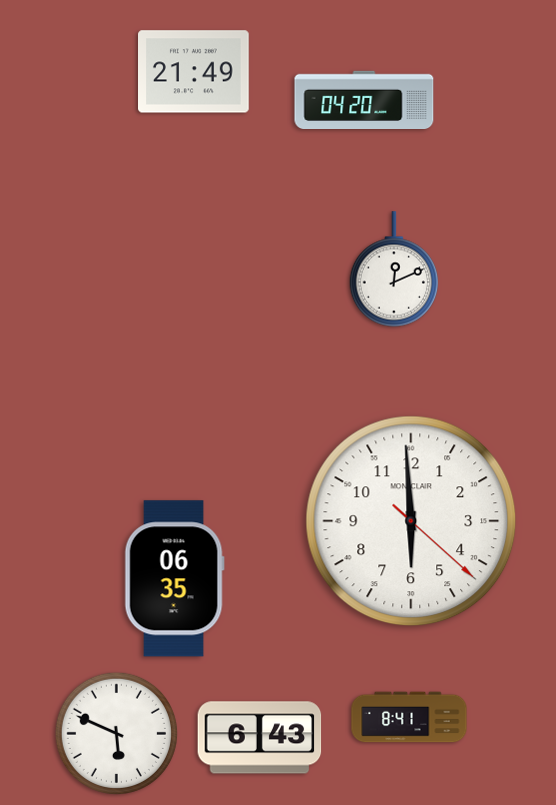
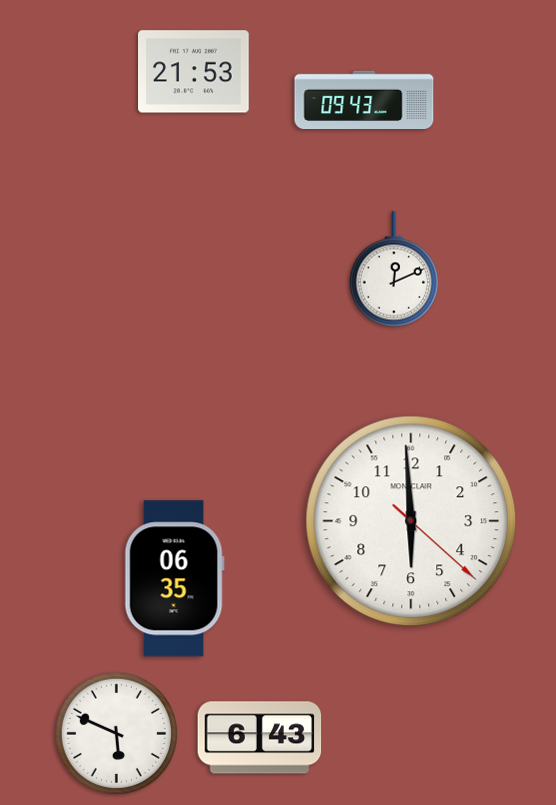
clock at (194, 72): 21:49 -> 21:53
clock at (364, 99): 04:20 -> 09:43
clock at (409, 717): 8:41 -> none
